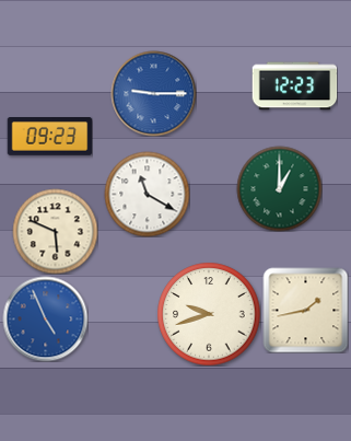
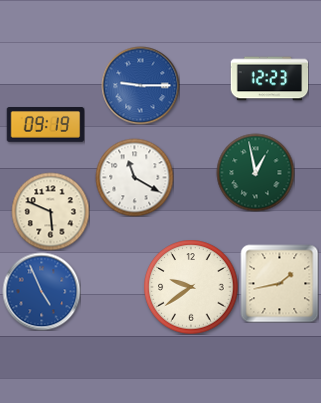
clock at (49, 137): 09:23 -> 09:19
clock at (279, 188): 1:00 -> 12:58
clock at (209, 314): 9:42 -> 9:39
